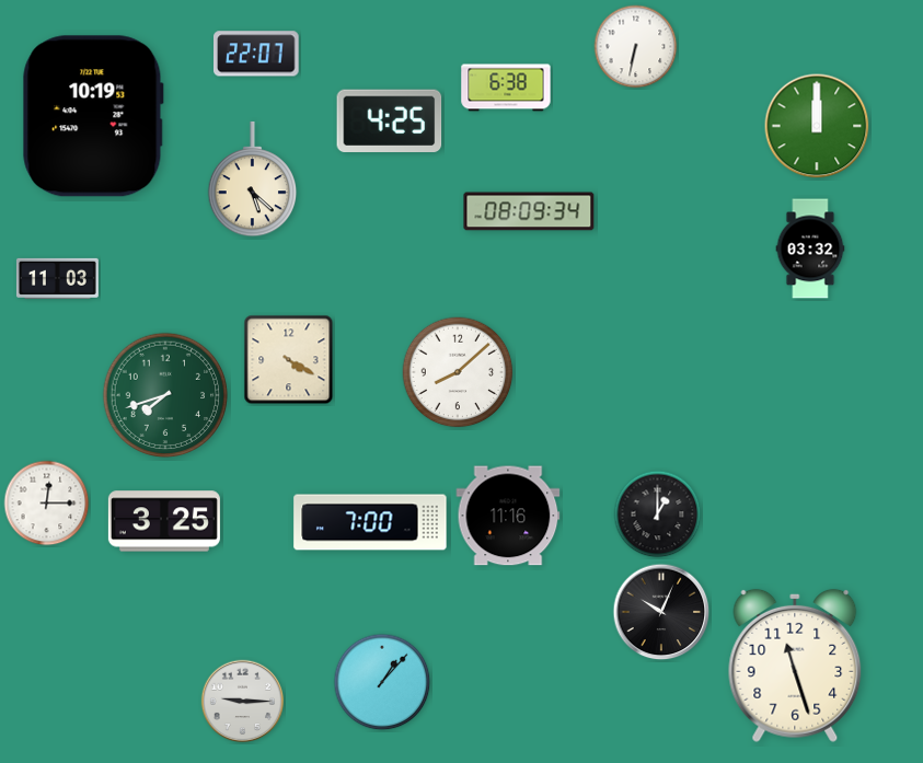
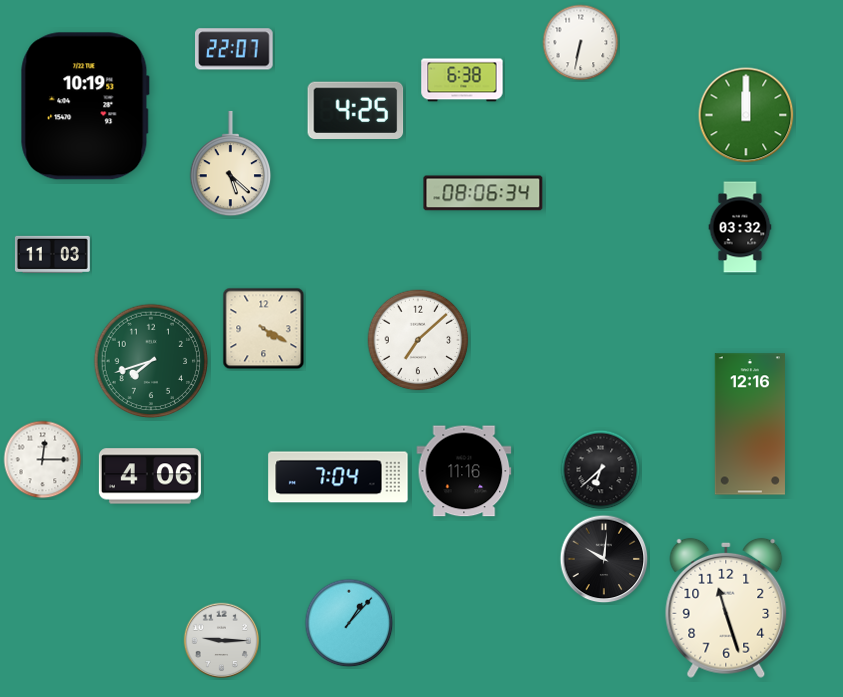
clock at (529, 211): 08:09 -> 08:06
clock at (458, 372): 8:08 -> 7:08
clock at (750, 424): none -> 12:16
clock at (658, 515): 1:00 -> 6:38
clock at (164, 521): 3:25 -> 4:06
clock at (370, 522): 7:00 -> 7:04
clock at (661, 612): 10:04 -> 10:01
